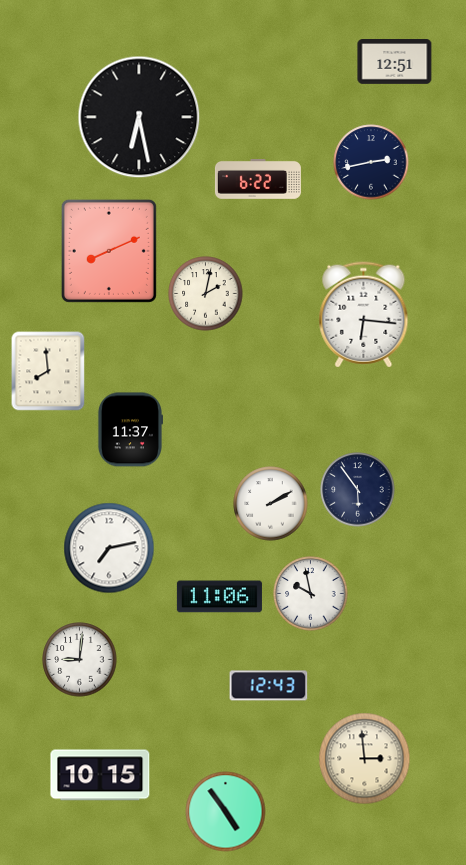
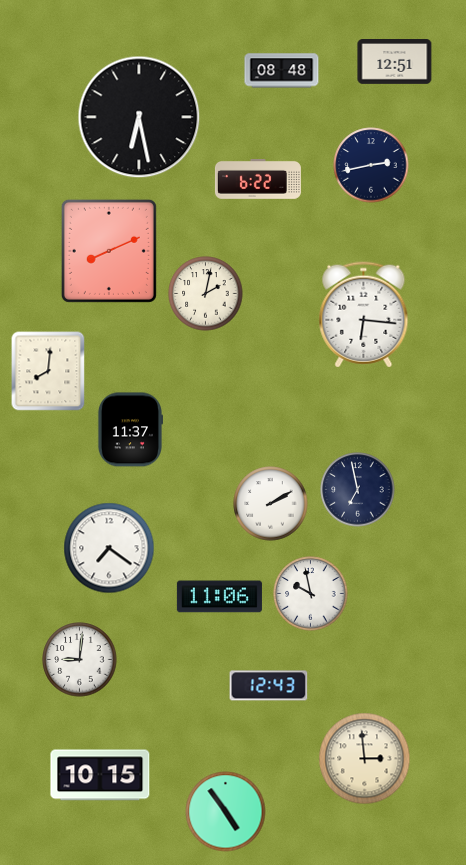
clock at (282, 71): none -> 08:48
clock at (371, 162) position: (371, 162) -> (371, 165)
clock at (48, 371): 7:59 -> 8:01
clock at (358, 490): 5:54 -> 6:58
clock at (109, 548): 7:13 -> 7:21
